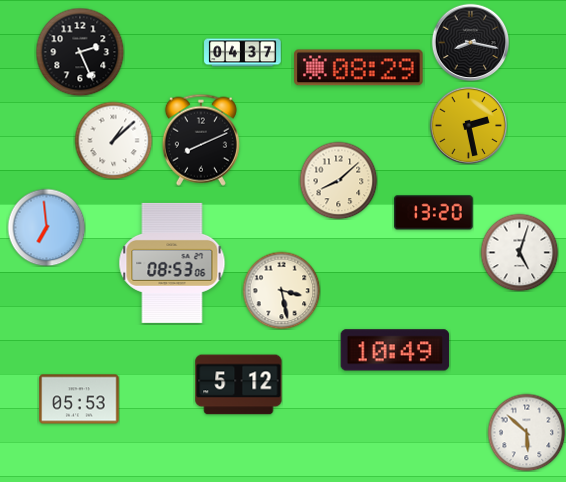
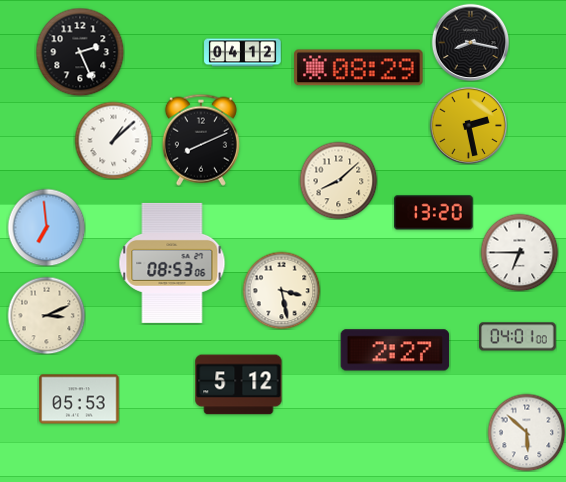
clock at (243, 53): 04:37 -> 04:12
clock at (519, 252): 5:03 -> 6:45
clock at (46, 315): none -> 3:11
clock at (518, 337): none -> 04:01
clock at (395, 350): 10:49 -> 2:27
